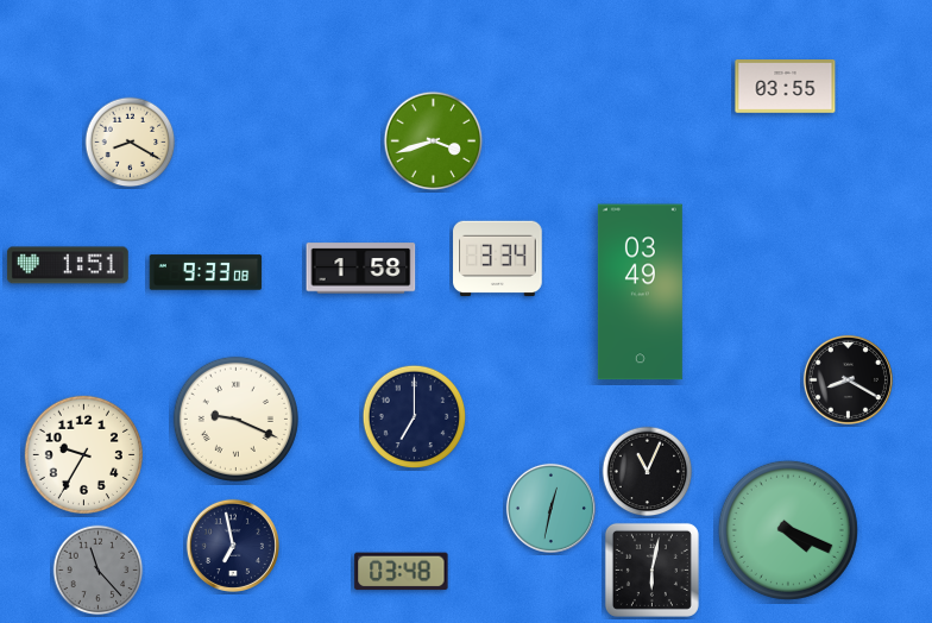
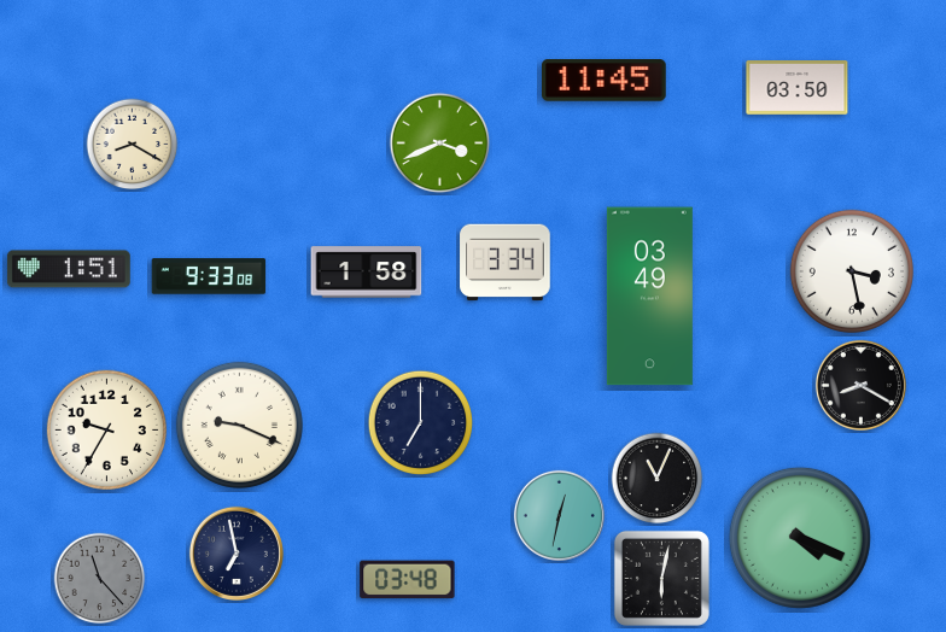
clock at (605, 81): none -> 11:45
clock at (786, 87): 03:55 -> 03:50
clock at (434, 141): 3:42 -> 3:41
clock at (852, 271): none -> 3:28
clock at (83, 454) position: (83, 454) -> (106, 429)
